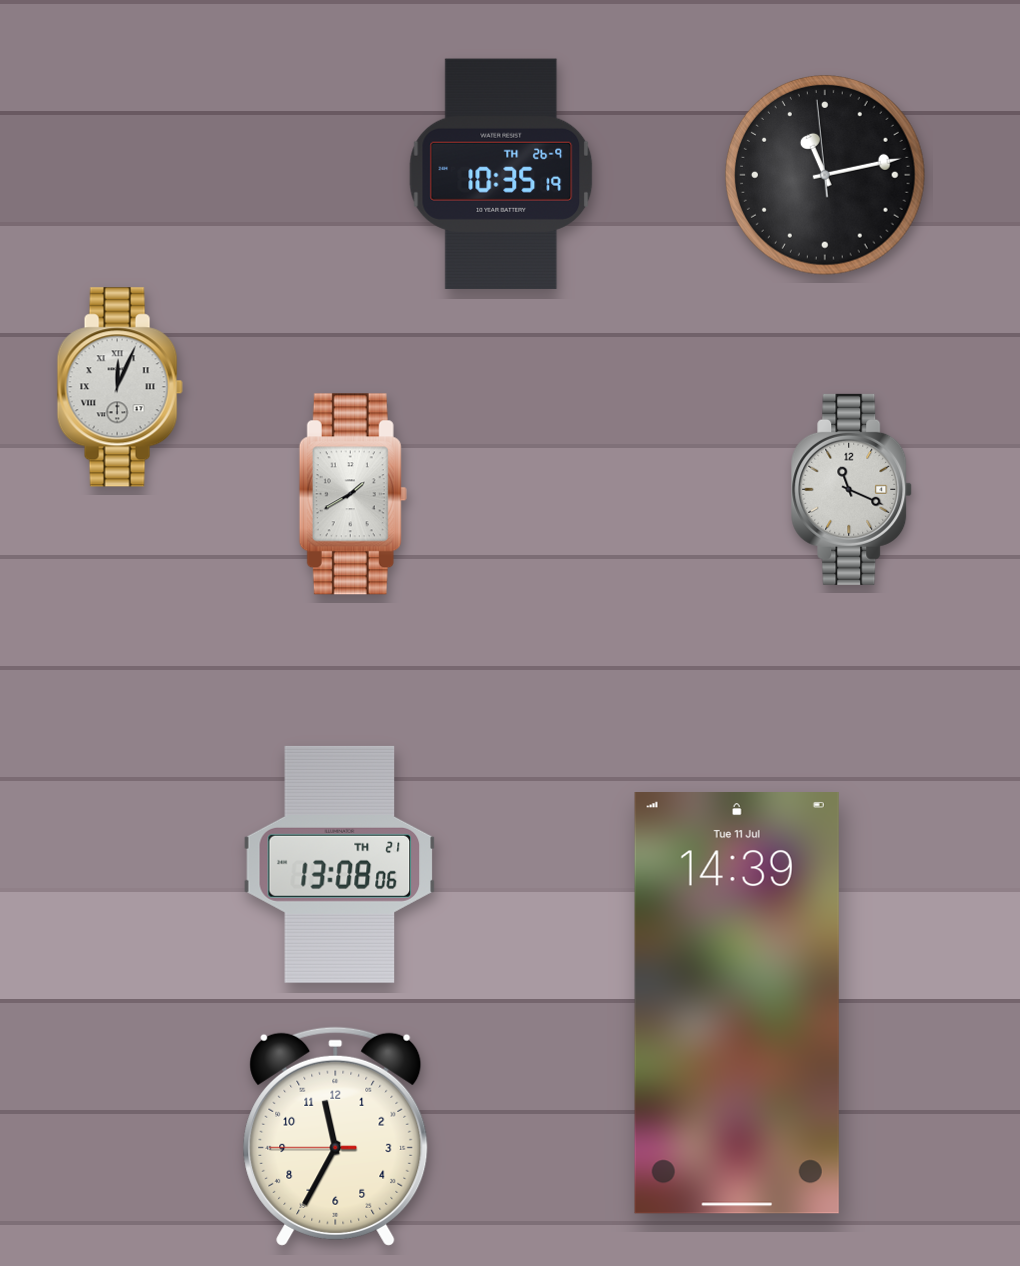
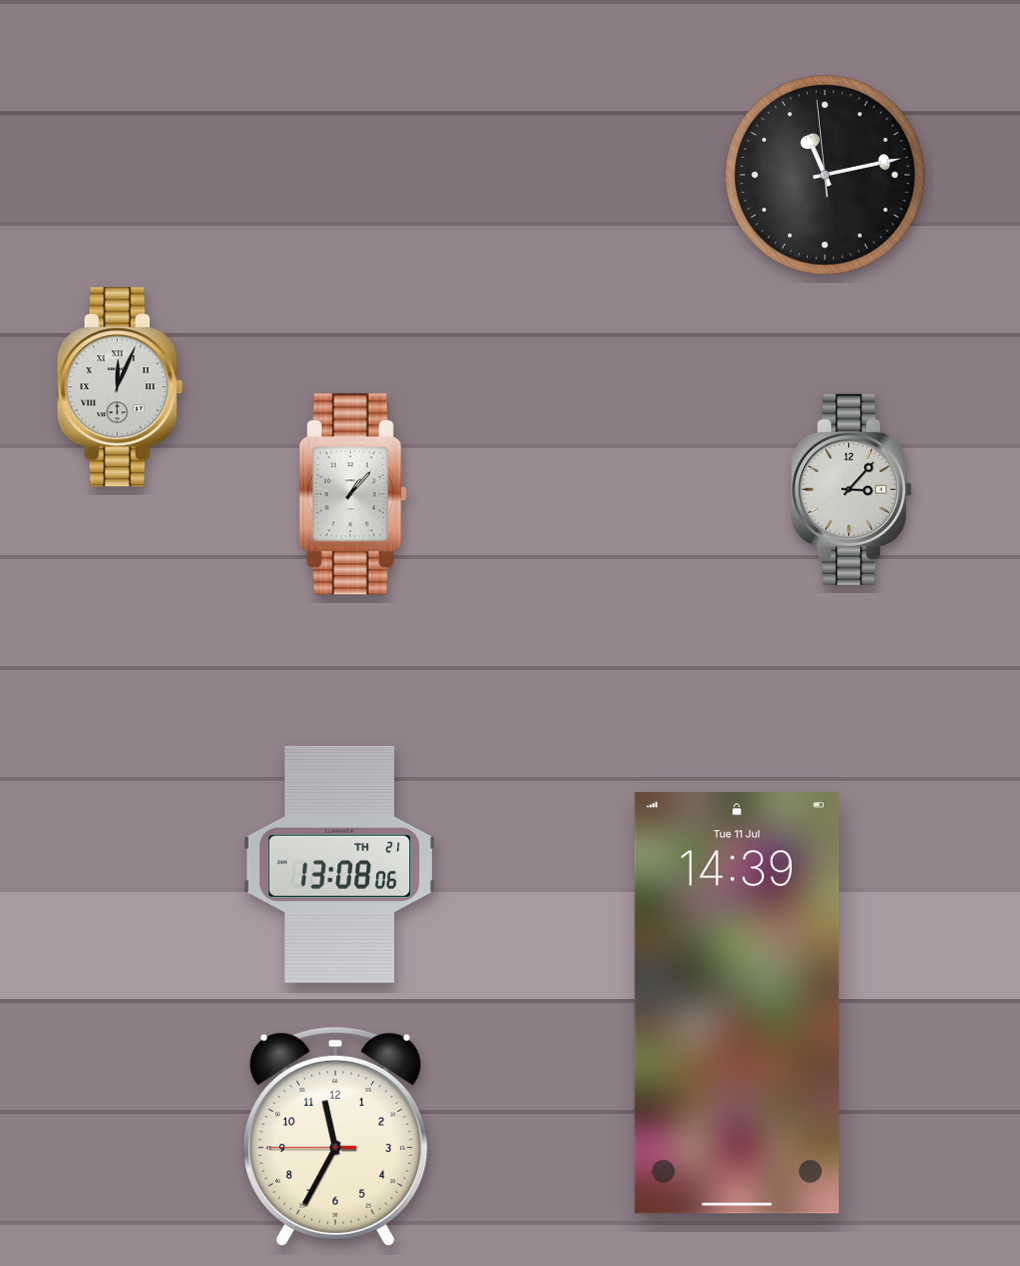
clock at (501, 174): 10:35 -> none
clock at (852, 489): 11:19 -> 3:07
clock at (353, 494): 1:40 -> 1:07
